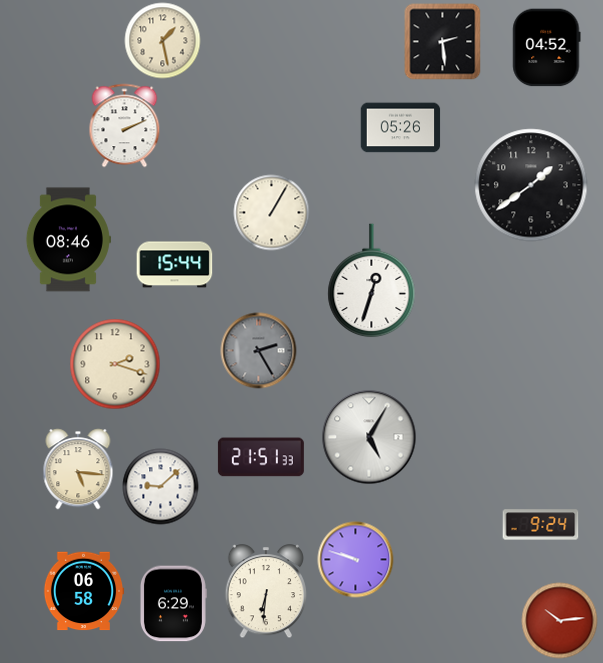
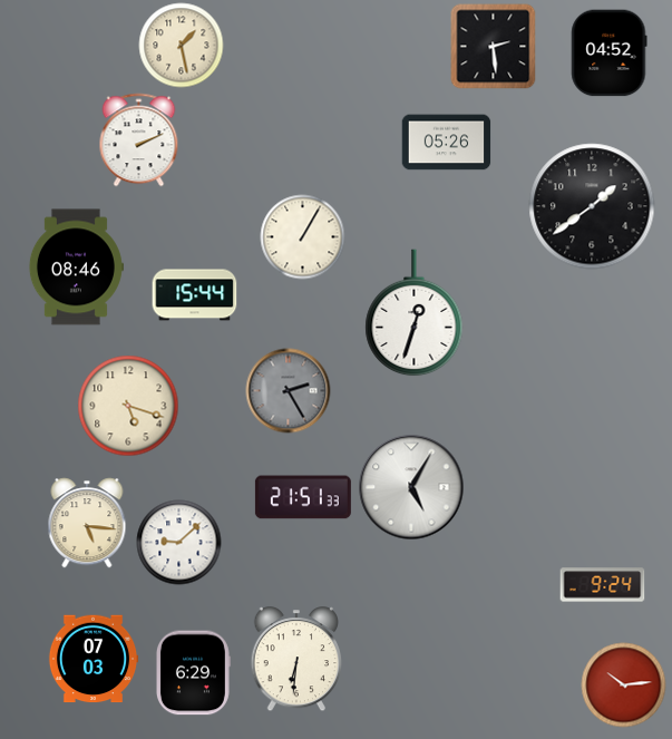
clock at (115, 364): 2:18 -> 5:18
clock at (261, 457) position: (261, 457) -> (303, 497)
clock at (356, 560): 9:48 -> none
clock at (84, 591): 06:58 -> 07:03
clock at (560, 621) position: (560, 621) -> (624, 685)
